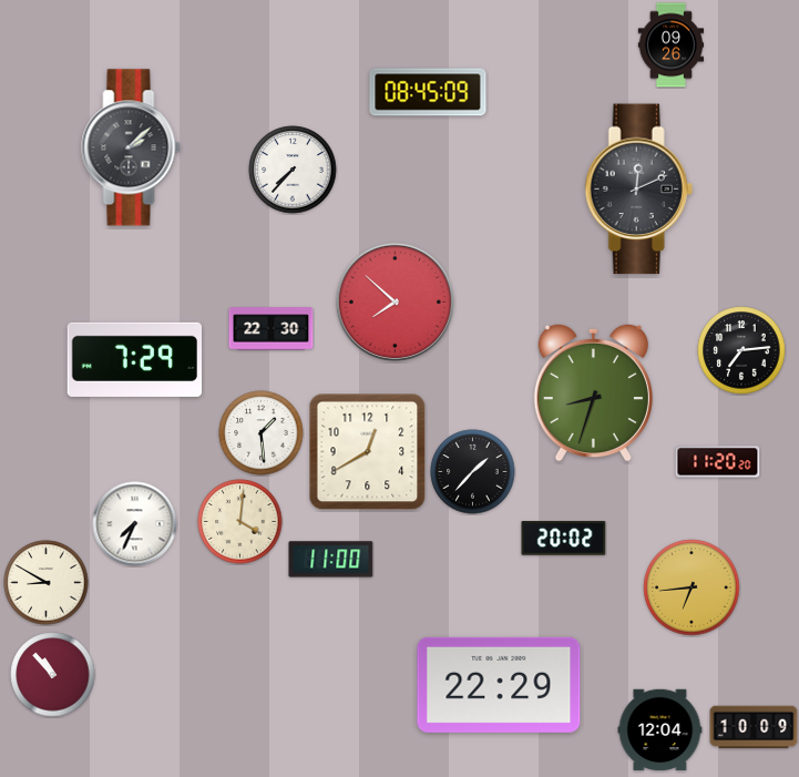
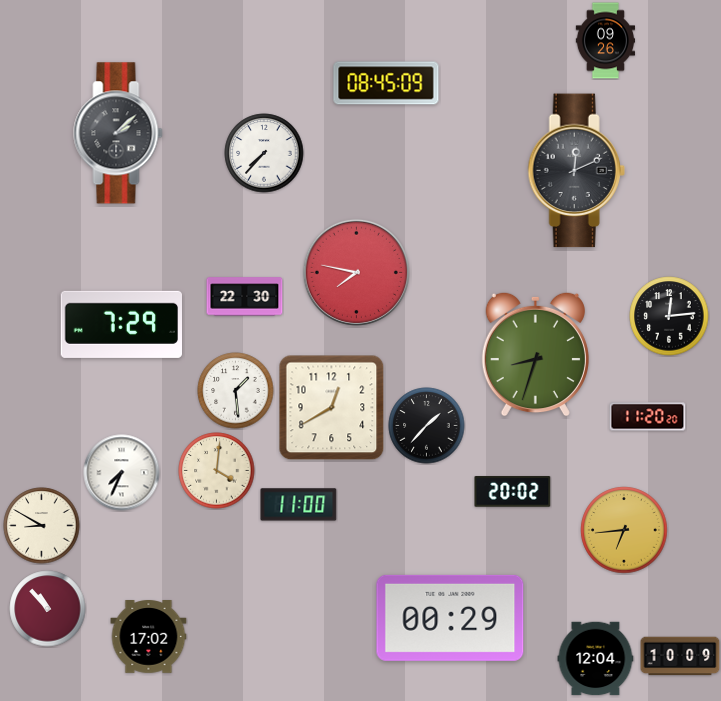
clock at (395, 301): 7:52 -> 7:47
clock at (741, 350): 7:14 -> 12:14
clock at (564, 539) position: (564, 539) -> (513, 492)
clock at (499, 685): 22:29 -> 00:29
clock at (149, 637): none -> 17:02
